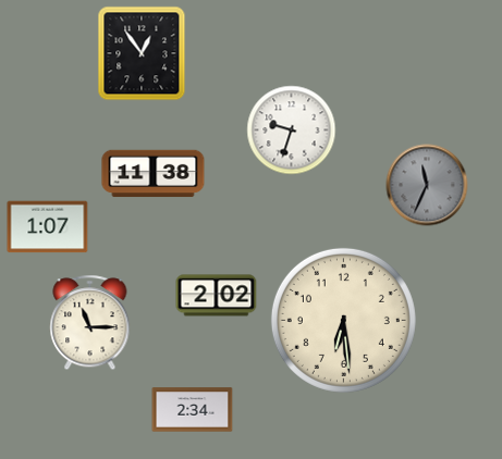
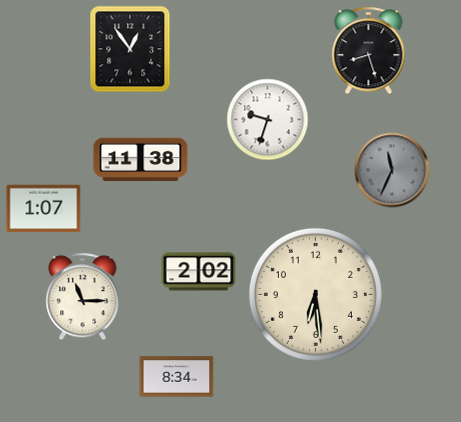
clock at (369, 51): none -> 8:27
clock at (193, 410): 2:34 -> 8:34
